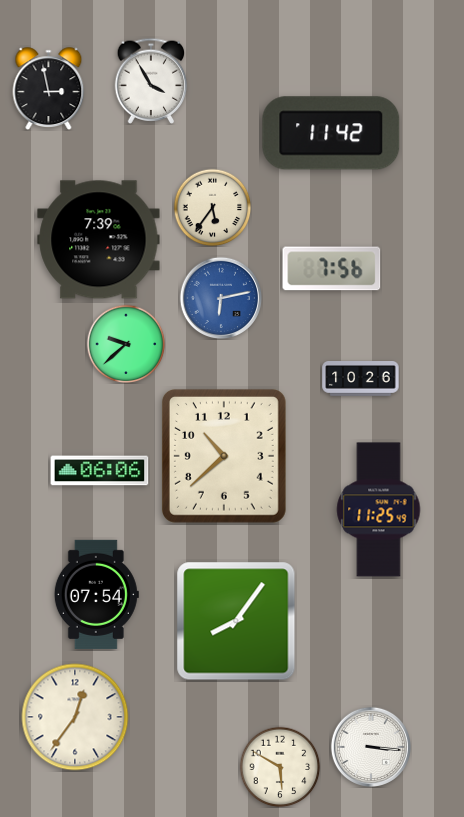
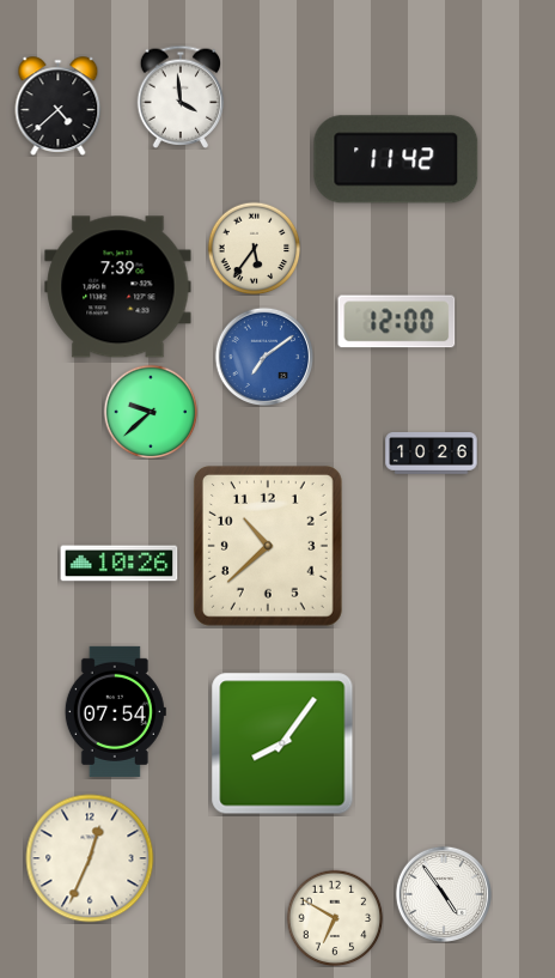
clock at (151, 81): 3:55 -> 3:59
clock at (49, 89): 2:58 -> 4:38
clock at (332, 269): 7:56 -> 12:00
clock at (221, 298): 6:13 -> 7:09
clock at (100, 471): 06:06 -> 10:26
clock at (379, 510): 11:25 -> none
clock at (75, 717): 12:36 -> 12:34
clock at (370, 746): 3:16 -> 4:54
clock at (280, 767): 5:50 -> 6:50
